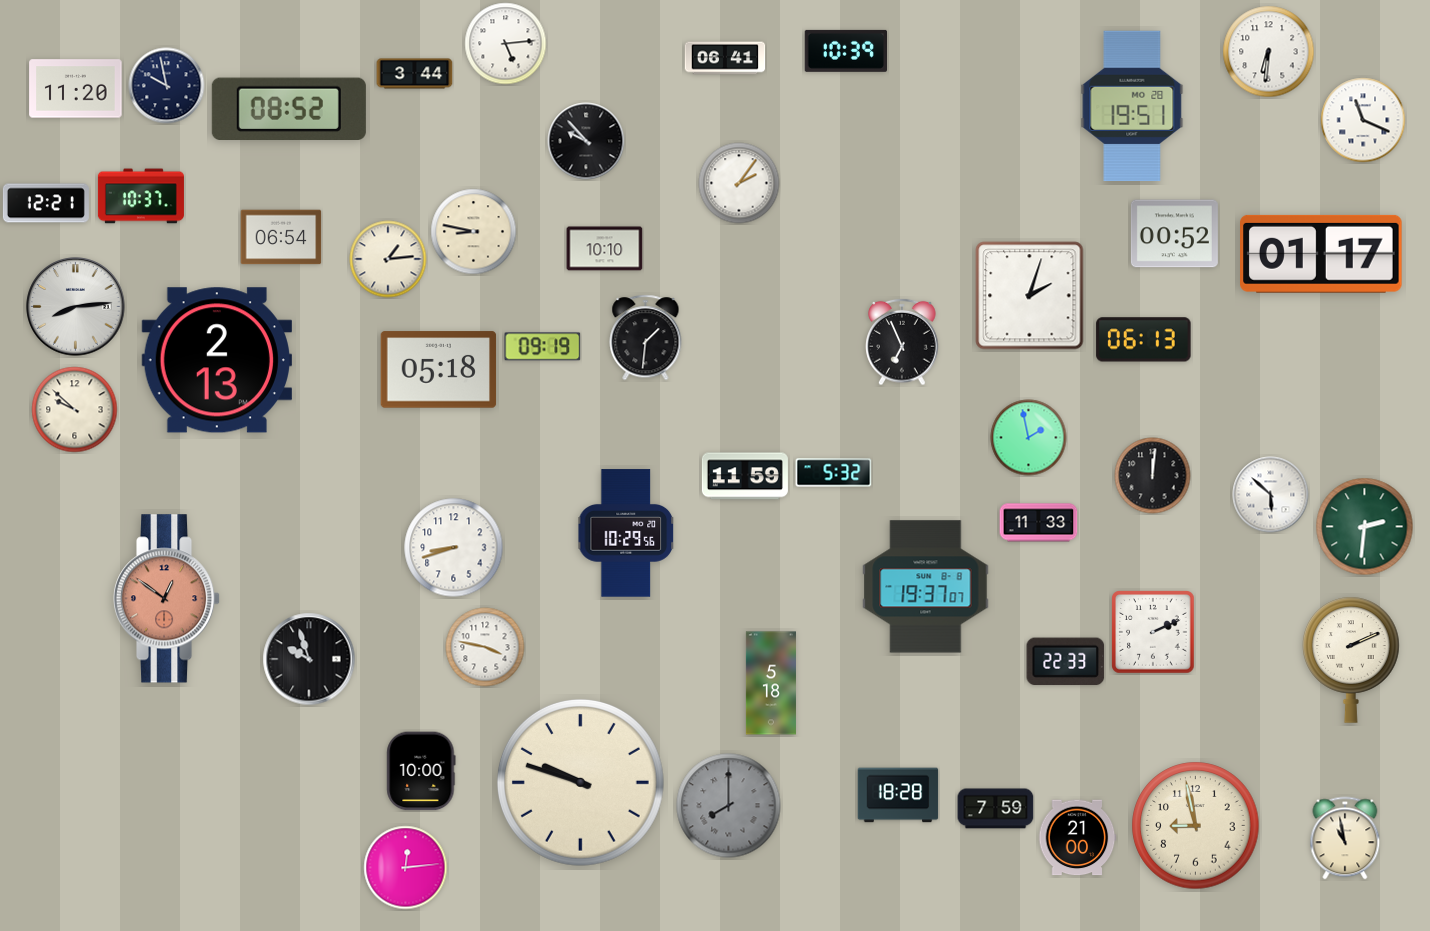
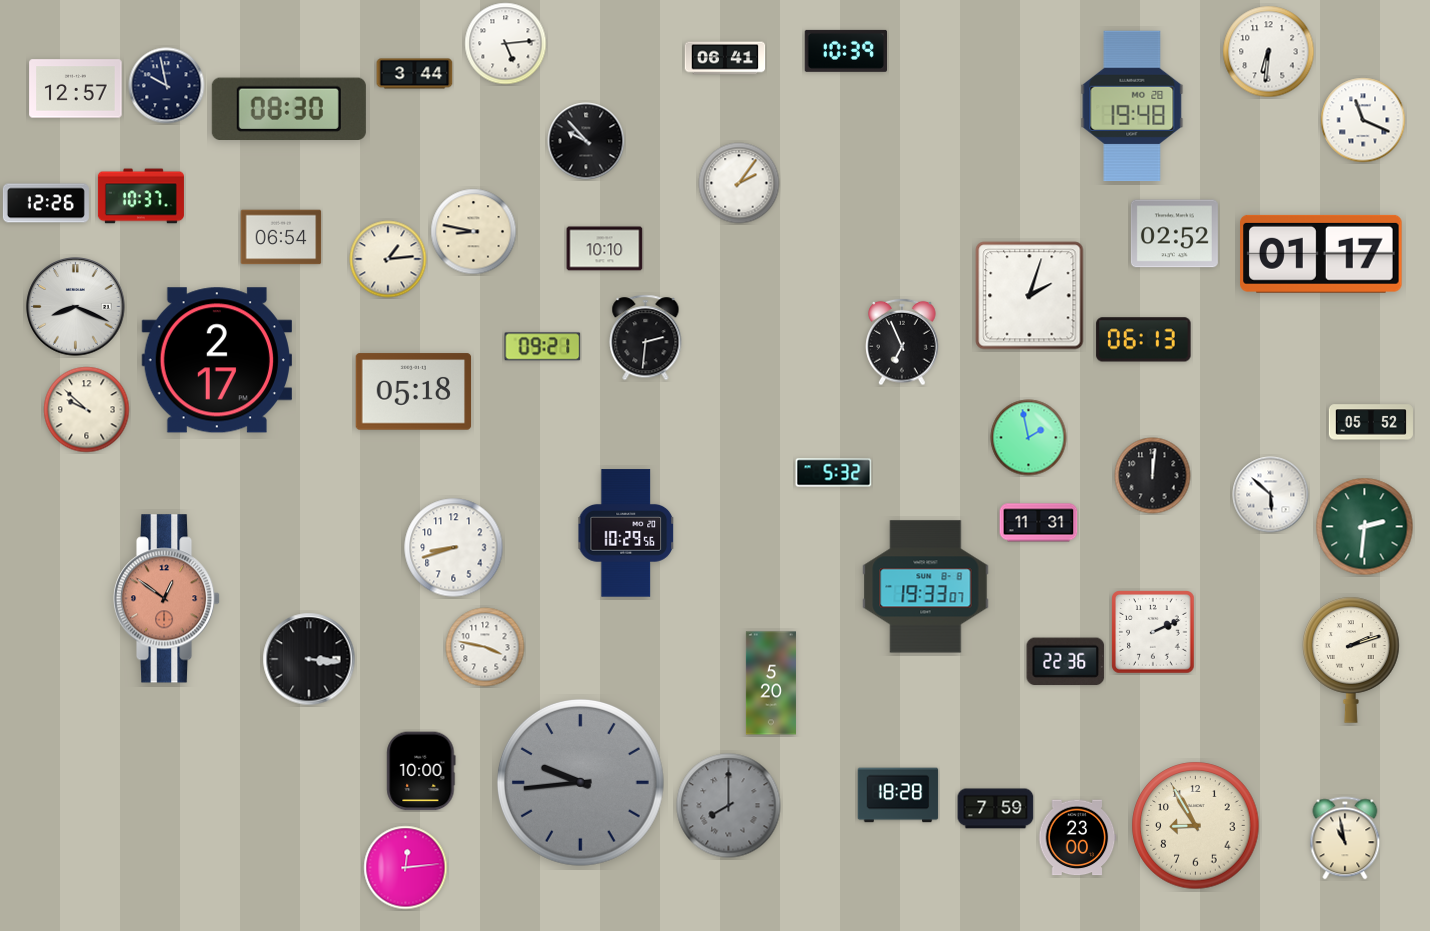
clock at (76, 89): 11:20 -> 12:57
clock at (1132, 105): 19:51 -> 19:48
clock at (289, 109): 08:52 -> 08:30
clock at (46, 203): 12:21 -> 12:26
clock at (1174, 234): 00:52 -> 02:52
clock at (76, 307): 8:14 -> 8:19
clock at (646, 338): 1:31 -> 2:31
clock at (543, 347): 09:19 -> 09:21
clock at (216, 360): 2:13 -> 2:17
clock at (439, 370) position: (439, 370) -> (414, 392)
clock at (75, 410) position: (75, 410) -> (87, 410)
clock at (1371, 422): none -> 05:52
clock at (745, 476): 11:59 -> none
clock at (1039, 523): 11:33 -> 11:31
clock at (926, 587): 19:37 -> 19:33
clock at (309, 659): 9:57 -> 3:16
clock at (1351, 660): 2:11 -> 2:12
clock at (1066, 662): 22:33 -> 22:36
clock at (771, 683): 5:18 -> 5:20
clock at (580, 782): 9:48 -> 9:44
clock at (580, 782) dial: cream -> grey
clock at (1196, 826): 8:58 -> 8:55
clock at (1077, 838): 21:00 -> 23:00
